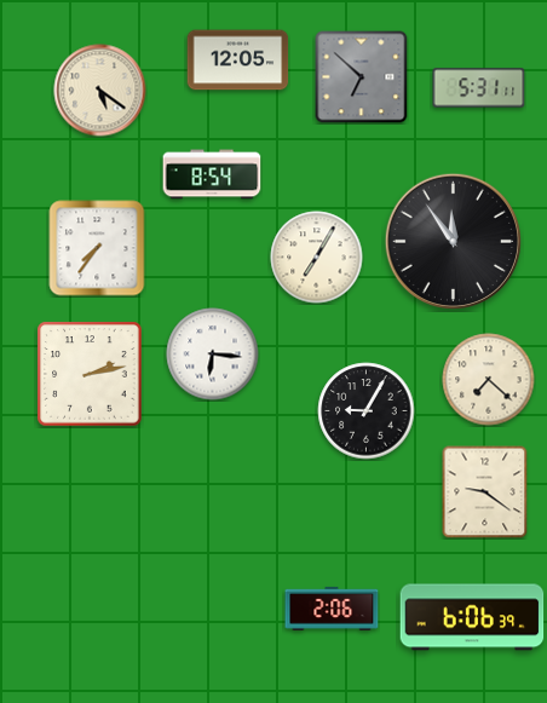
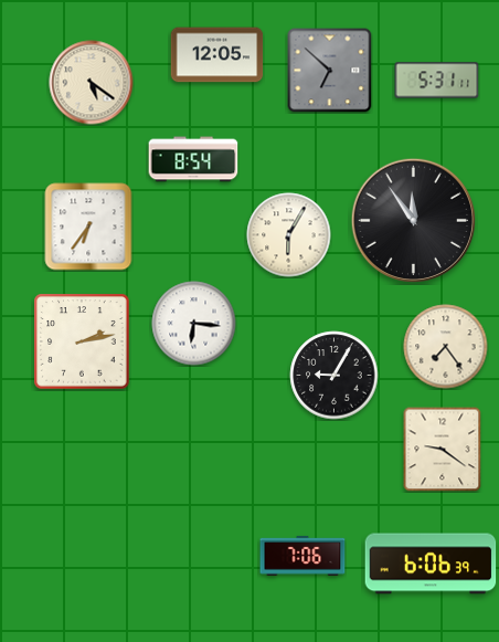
clock at (97, 248): 7:36 -> 6:36
clock at (317, 258): 7:05 -> 6:05
clock at (489, 380): 7:22 -> 7:24
clock at (332, 609): 2:06 -> 7:06
